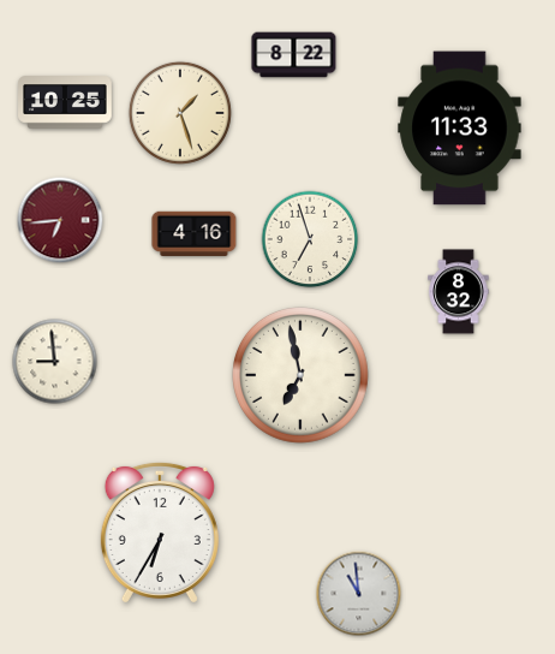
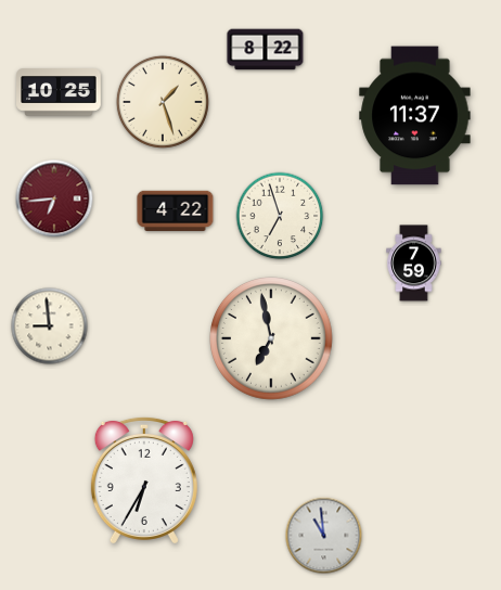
clock at (460, 129): 11:33 -> 11:37
clock at (195, 234): 4:16 -> 4:22
clock at (459, 292): 8:32 -> 7:59
